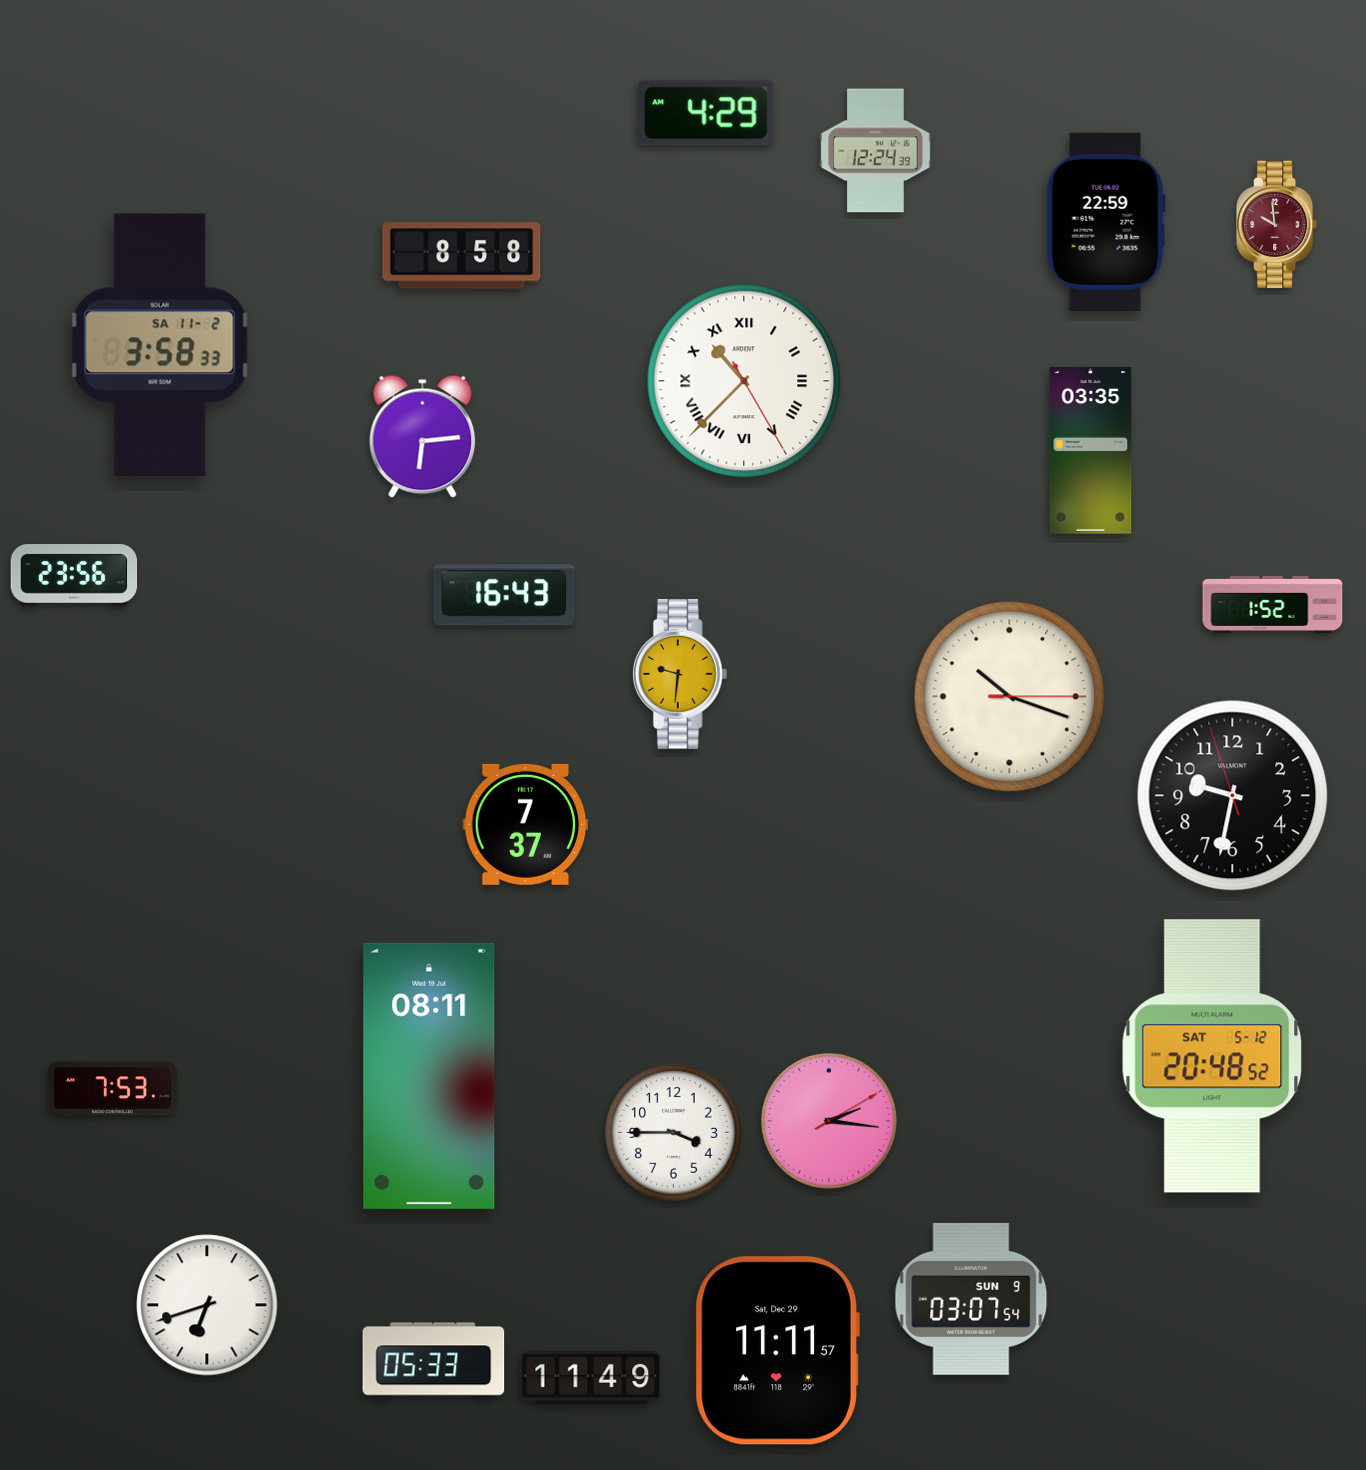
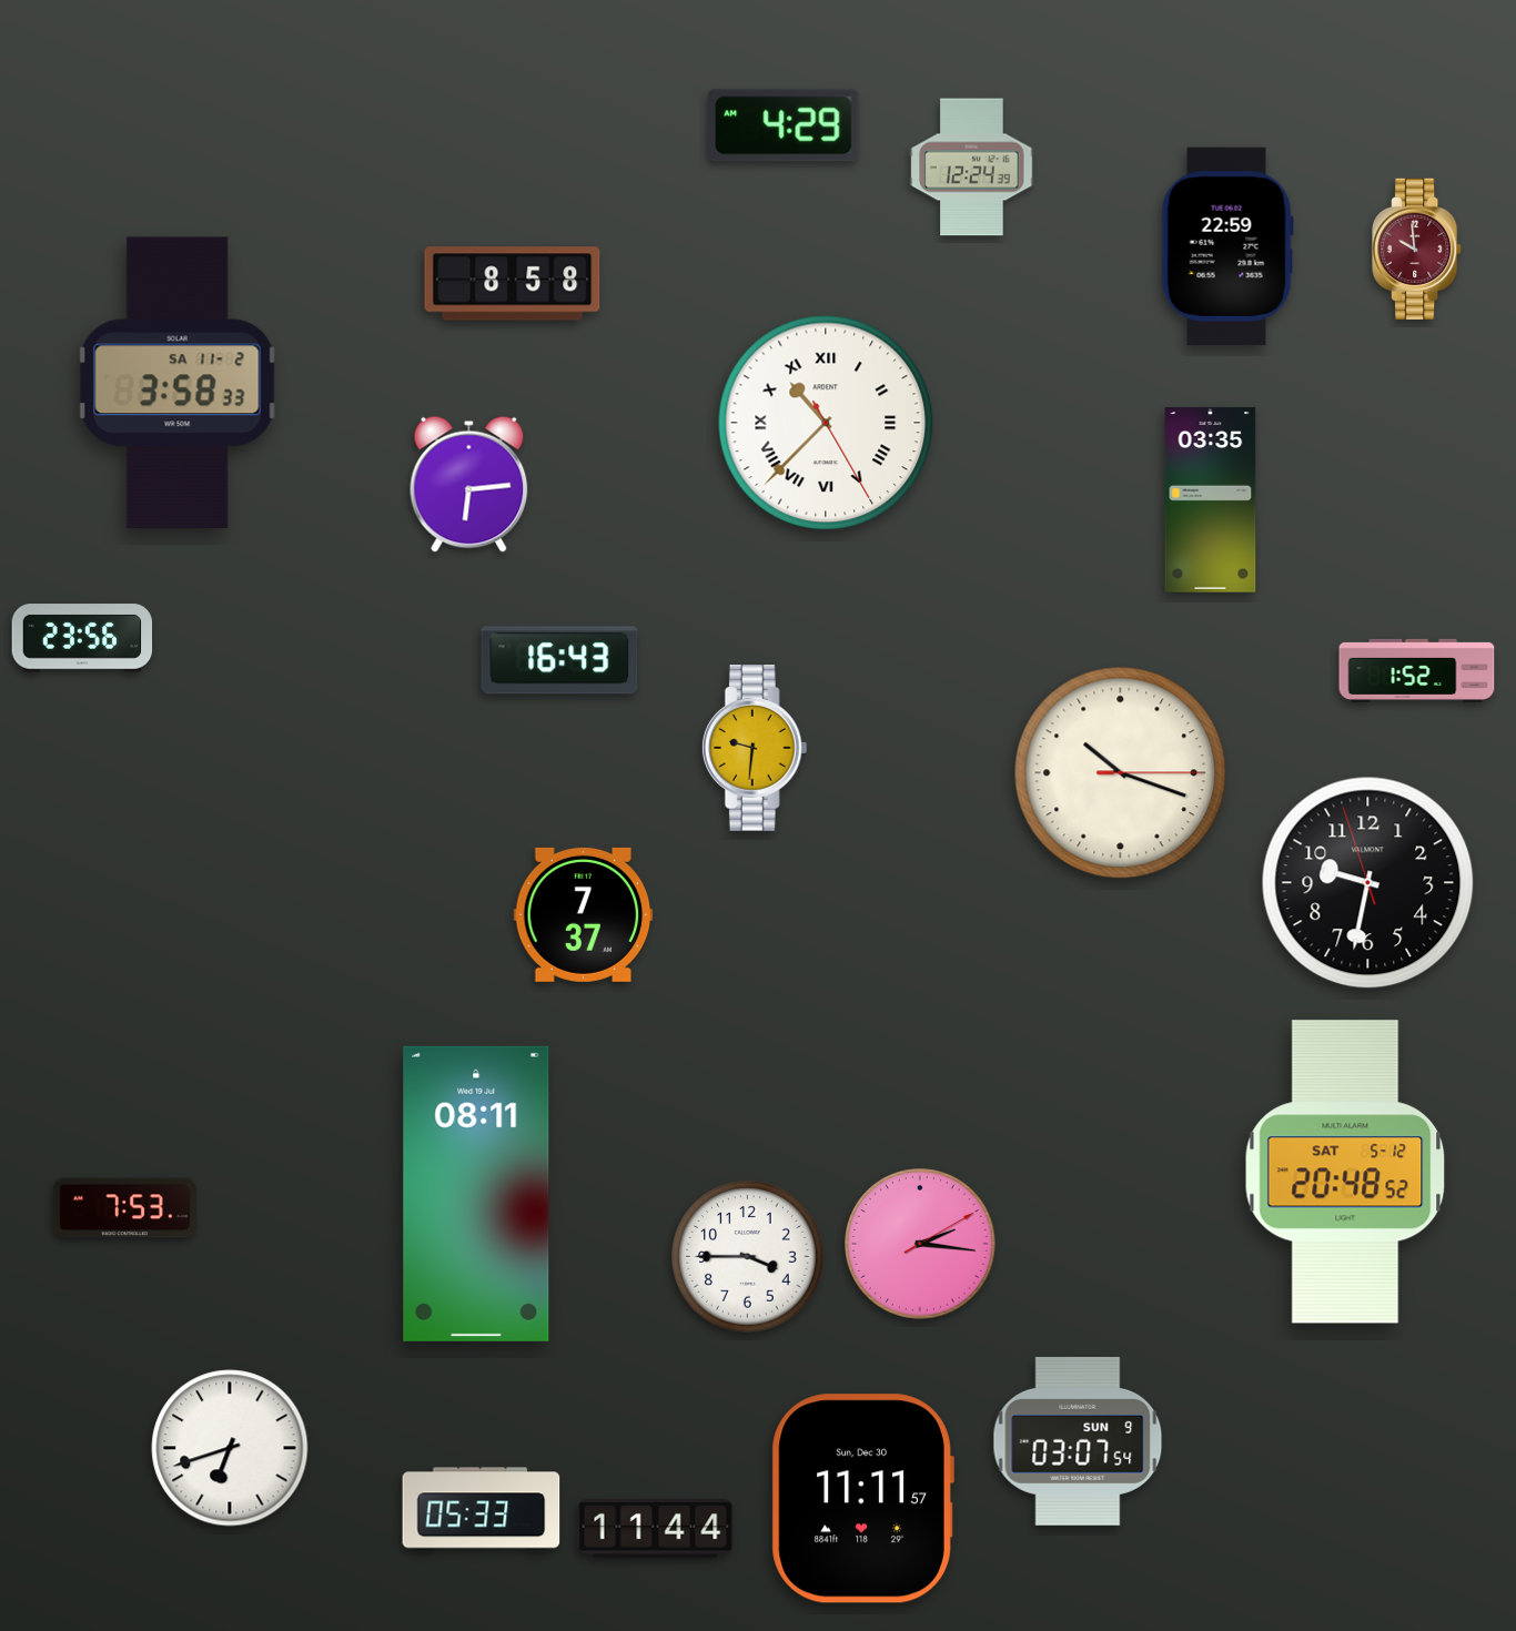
clock at (1273, 604) position: (1273, 604) -> (1417, 670)
clock at (777, 1351) date: Sat, Dec 29 -> Sun, Dec 30
clock at (591, 1377): 11:49 -> 11:44
